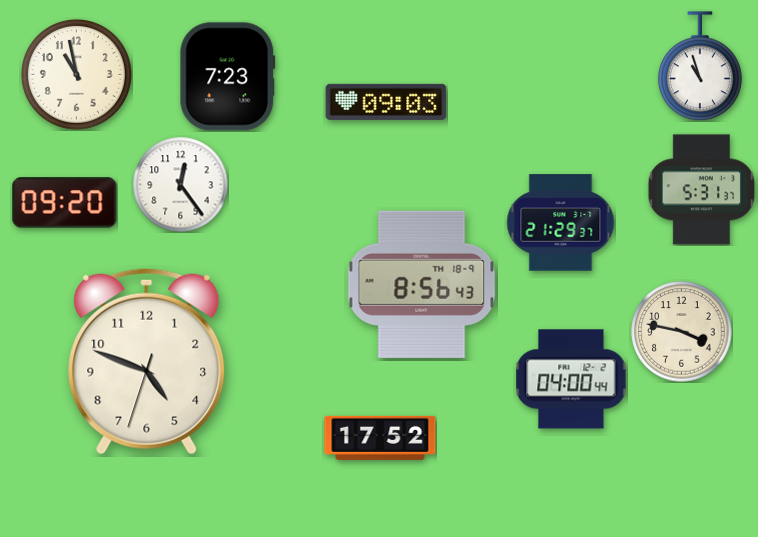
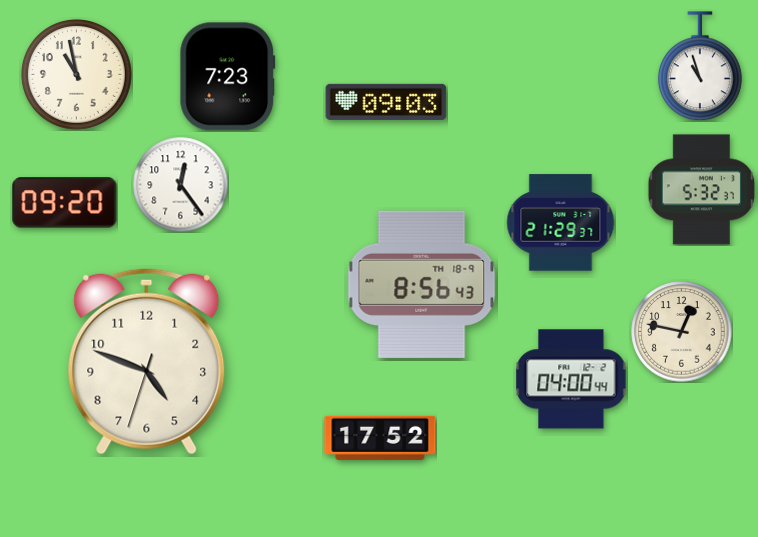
clock at (702, 190): 5:31 -> 5:32
clock at (682, 332): 3:47 -> 12:47
